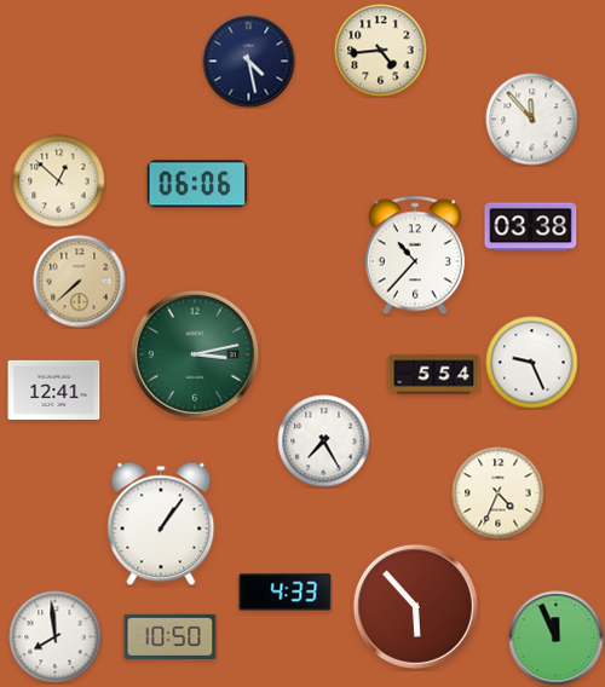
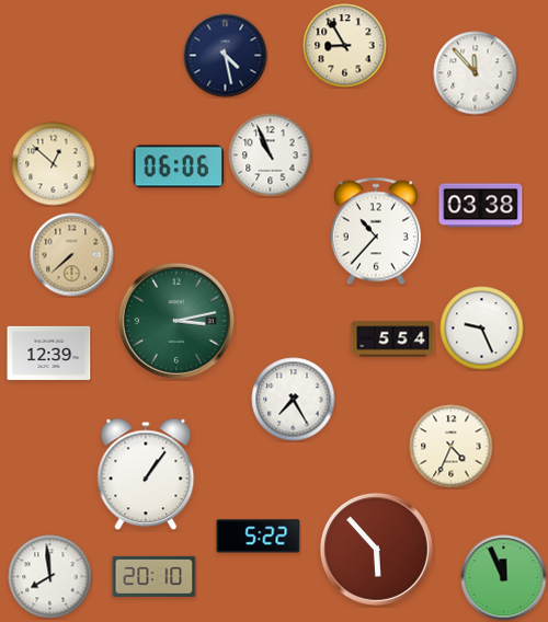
clock at (381, 51): 4:44 -> 8:55
clock at (532, 120) position: (532, 120) -> (476, 73)
clock at (271, 155): none -> 10:56
clock at (54, 389): 12:41 -> 12:39
clock at (286, 593): 4:33 -> 5:22
clock at (171, 636): 10:50 -> 20:10
